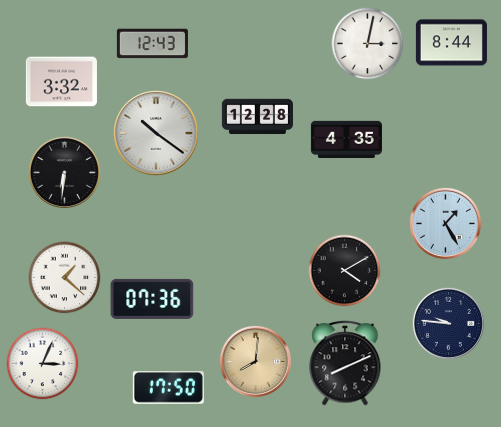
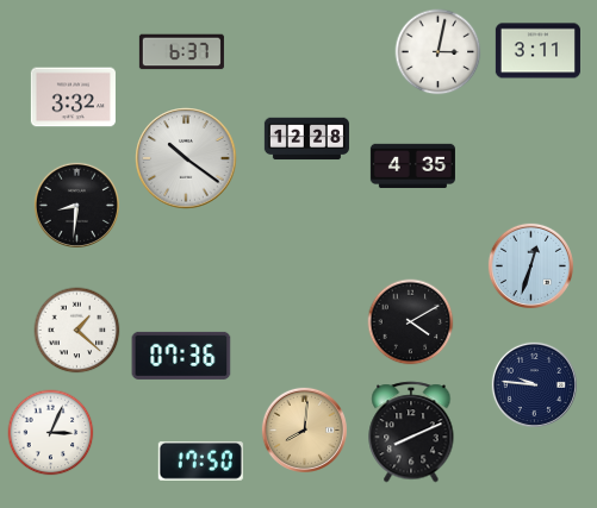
clock at (451, 43): 8:44 -> 3:11
clock at (152, 44): 12:43 -> 6:37
clock at (64, 172): 6:31 -> 8:31
clock at (445, 223): 1:25 -> 12:33
